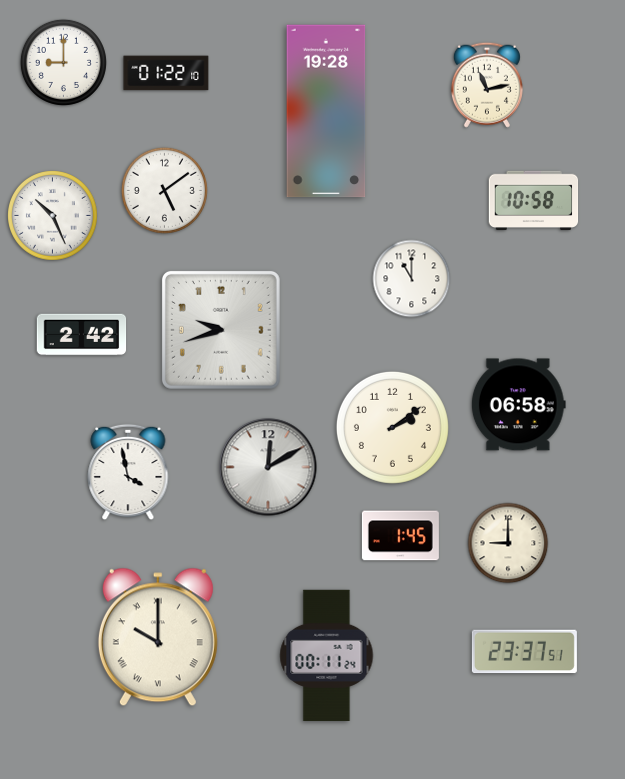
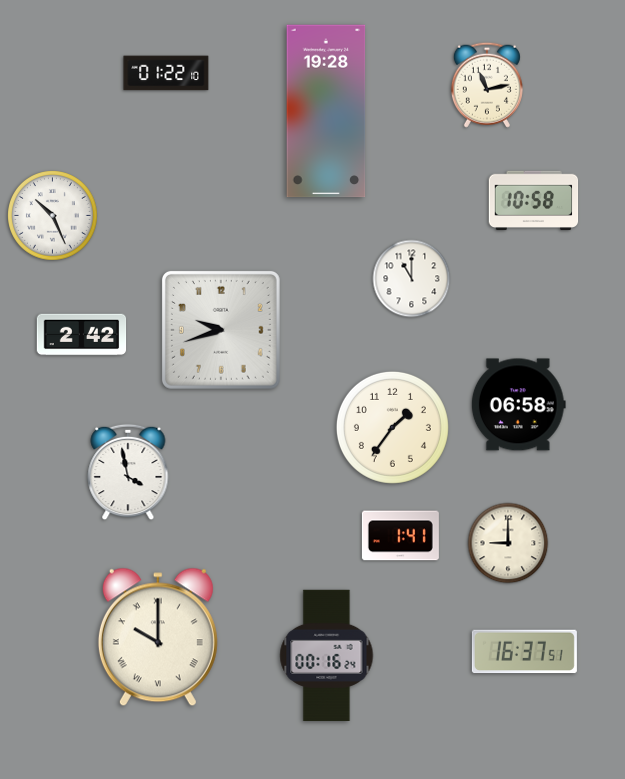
clock at (63, 62): 9:00 -> none
clock at (164, 190): 5:09 -> none
clock at (392, 427): 2:09 -> 1:36
clock at (268, 467): 12:10 -> none
clock at (400, 536): 1:45 -> 1:41
clock at (524, 652): 23:37 -> 16:37
clock at (327, 656): 00:11 -> 00:16
